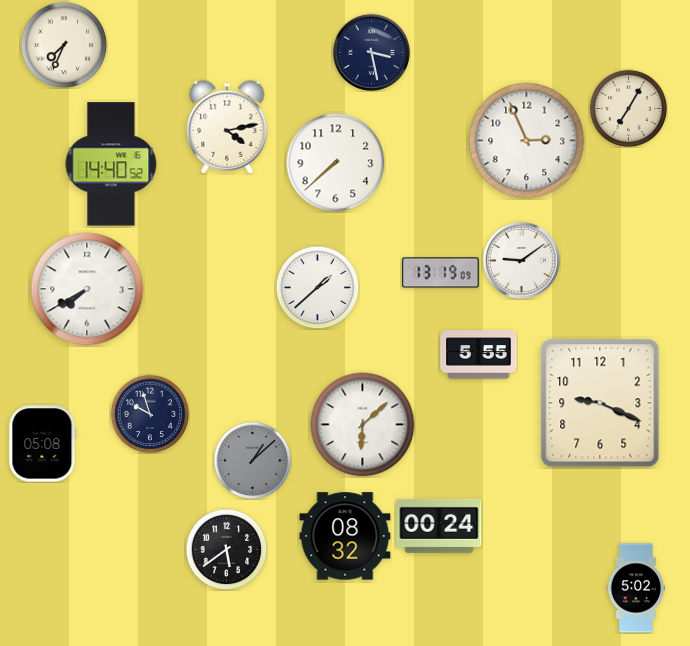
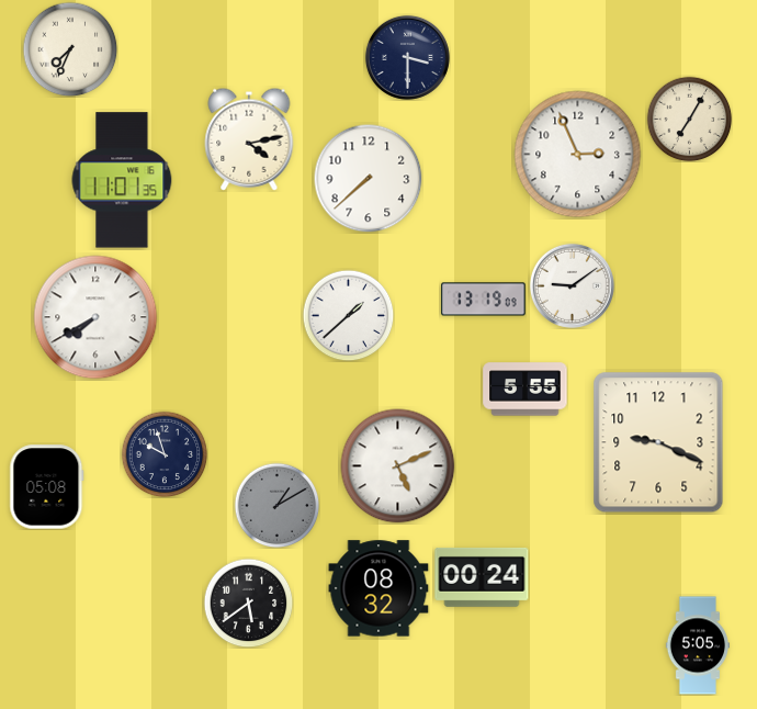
clock at (371, 52): 3:28 -> 3:30
clock at (111, 164): 14:40 -> 11:01
clock at (363, 425): 6:08 -> 5:11
clock at (252, 460): 1:08 -> 1:10
clock at (635, 588): 5:02 -> 5:05
